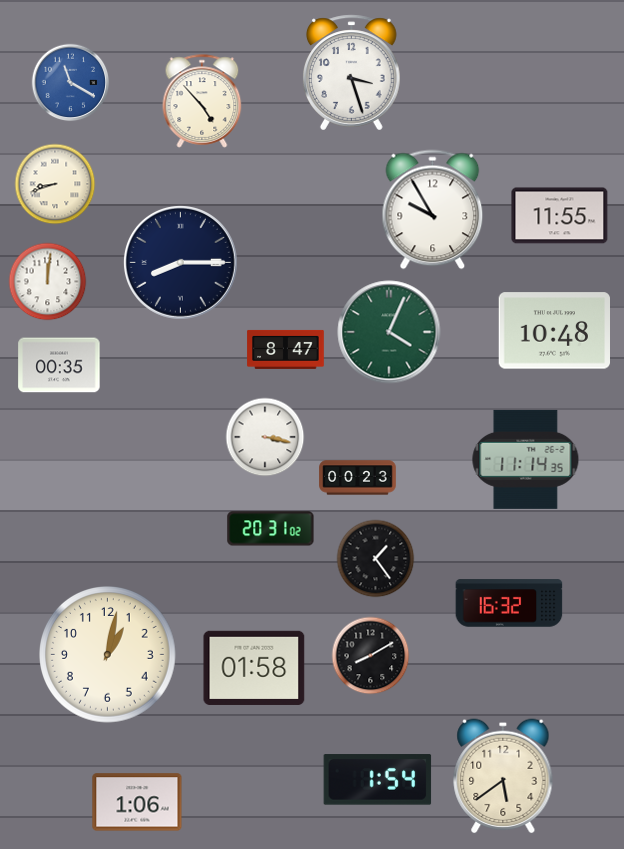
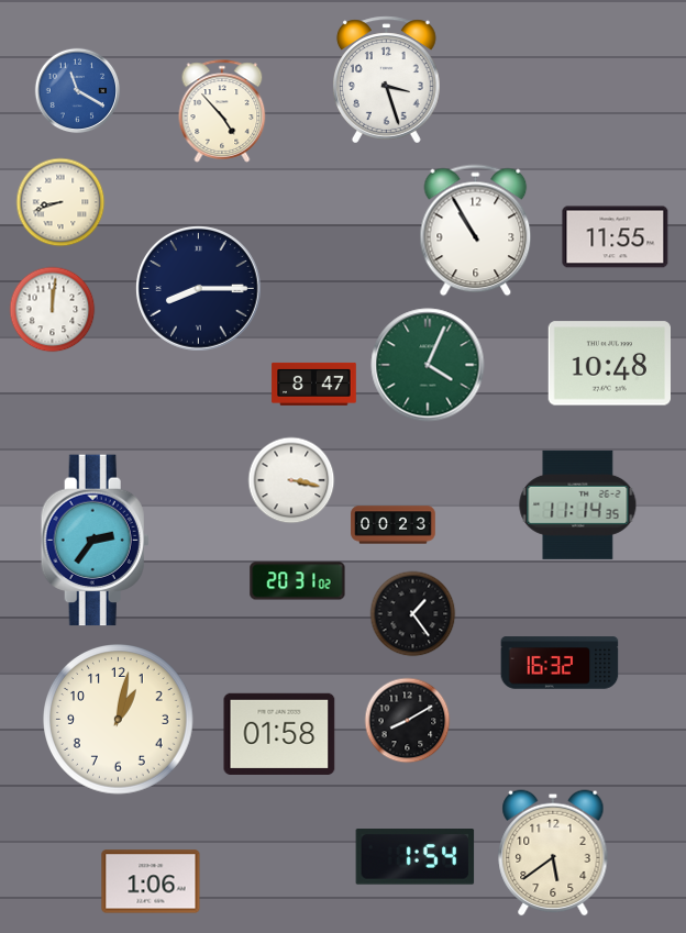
clock at (433, 210): 9:55 -> 10:55
clock at (59, 365): 00:35 -> none
clock at (95, 541): none -> 2:36
